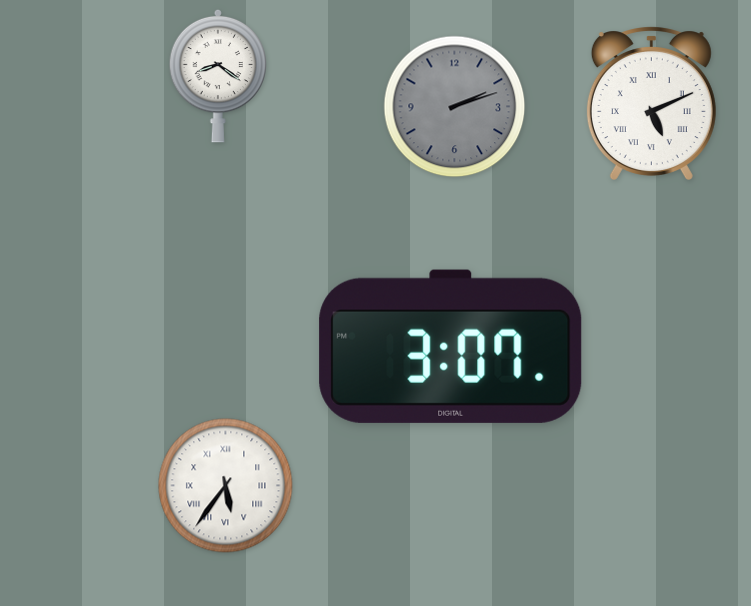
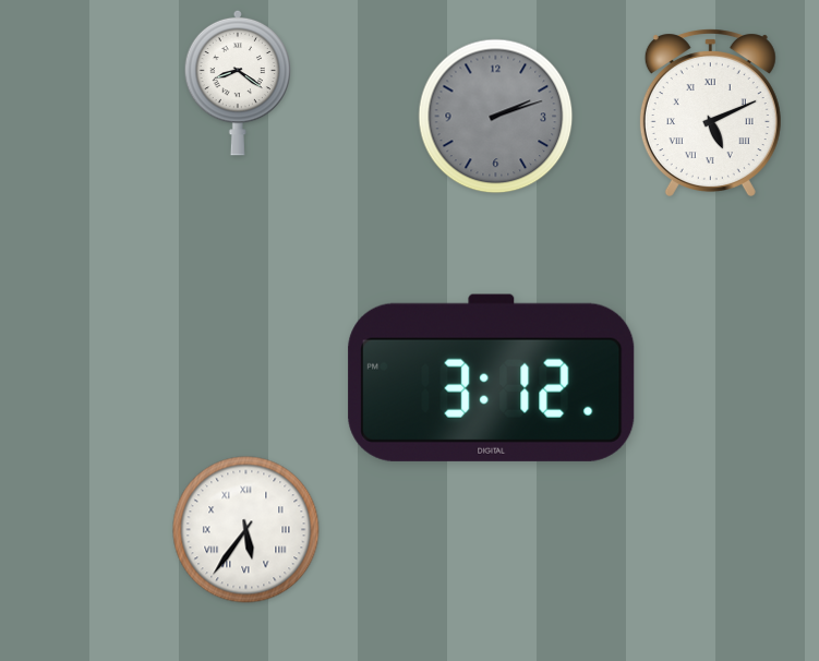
clock at (451, 346): 3:07 -> 3:12
